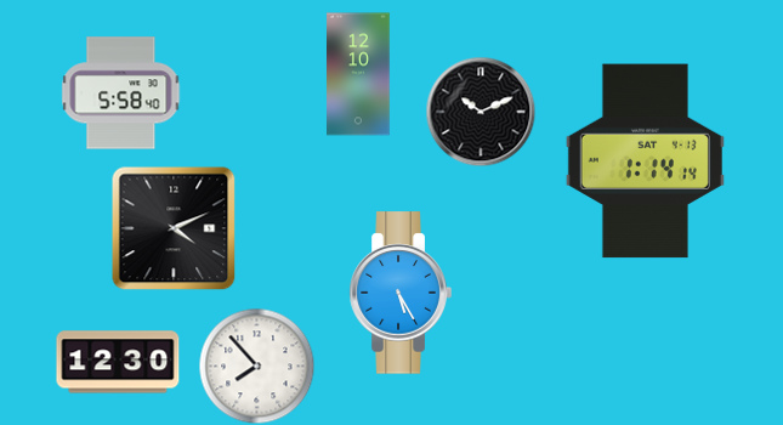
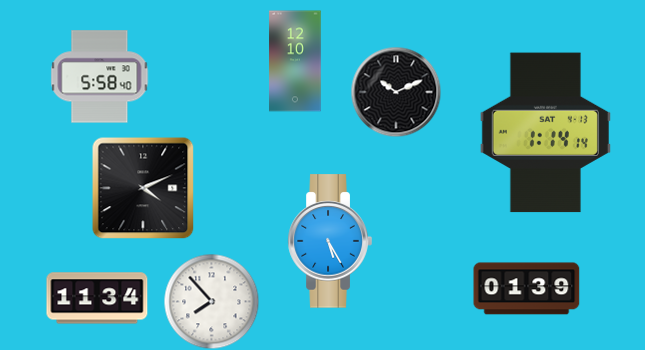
clock at (645, 161) position: (645, 161) -> (545, 133)
clock at (527, 289): none -> 01:39
clock at (118, 362): 12:30 -> 11:34
